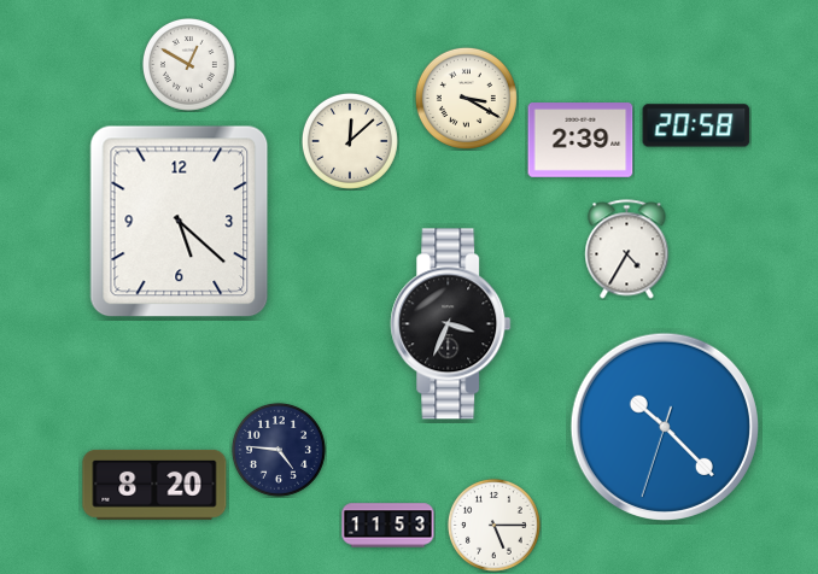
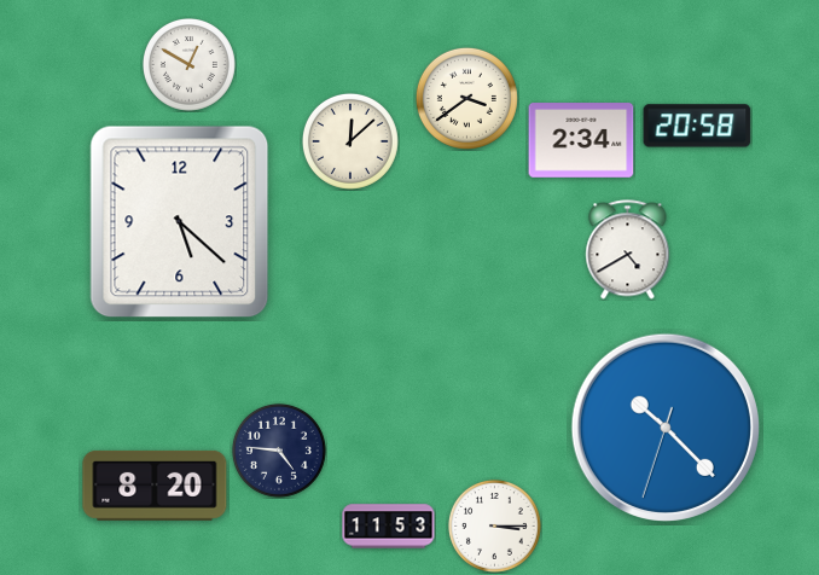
clock at (466, 98): 3:20 -> 3:39
clock at (580, 140): 2:39 -> 2:34
clock at (627, 250): 4:35 -> 4:40
clock at (451, 324): 3:34 -> none
clock at (493, 525): 5:15 -> 3:15
